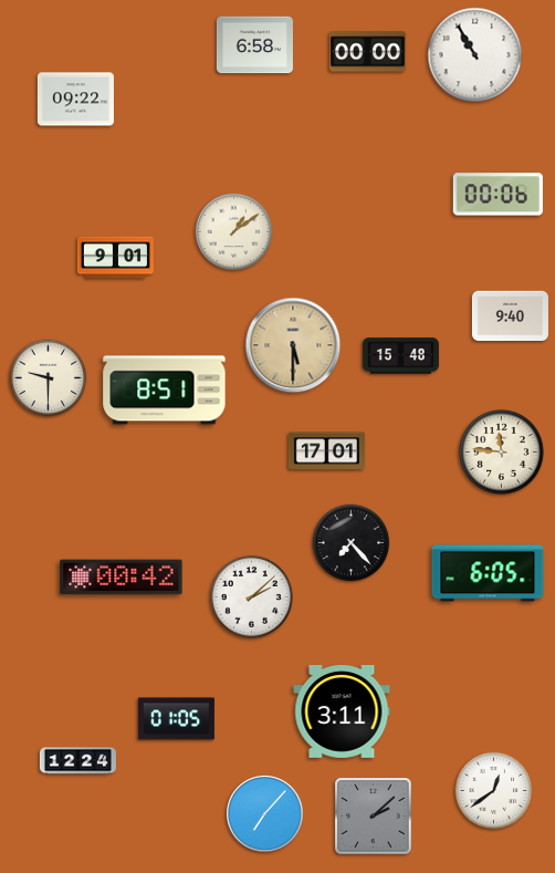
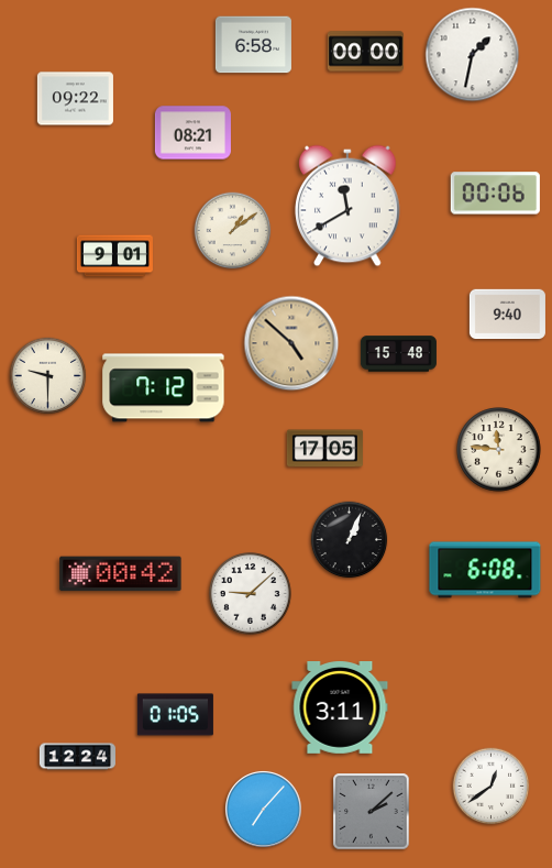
clock at (475, 55): 10:55 -> 1:32
clock at (192, 133): none -> 08:21
clock at (347, 206): none -> 11:40
clock at (293, 345): 5:30 -> 4:52
clock at (165, 391): 8:51 -> 7:12
clock at (326, 451): 17:01 -> 17:05
clock at (352, 543): 7:23 -> 1:04
clock at (488, 573): 6:05 -> 6:08
clock at (252, 597): 2:08 -> 9:08
